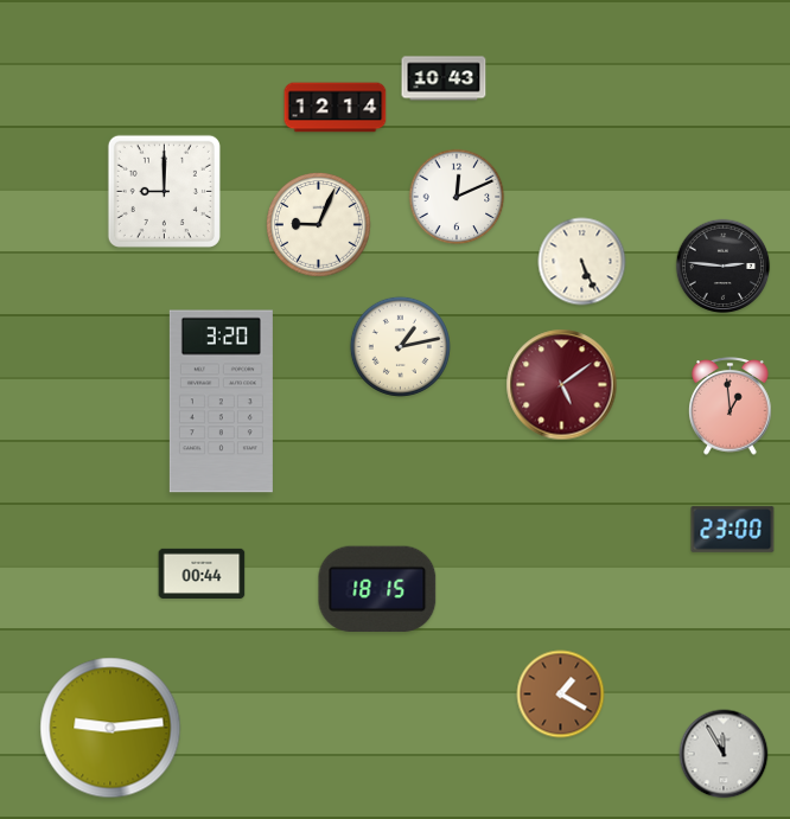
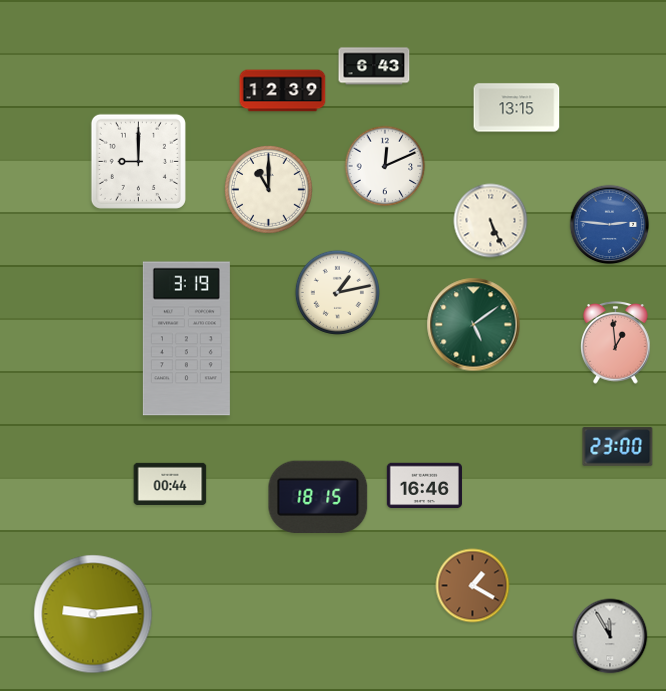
clock at (444, 78): 10:43 -> 6:43
clock at (336, 108): 12:14 -> 12:39
clock at (517, 108): none -> 13:15
clock at (319, 225): 9:04 -> 11:00
clock at (724, 267) dial: black -> blue
clock at (562, 385) dial: burgundy -> green
clock at (221, 402): 3:20 -> 3:19
clock at (424, 486): none -> 16:46
